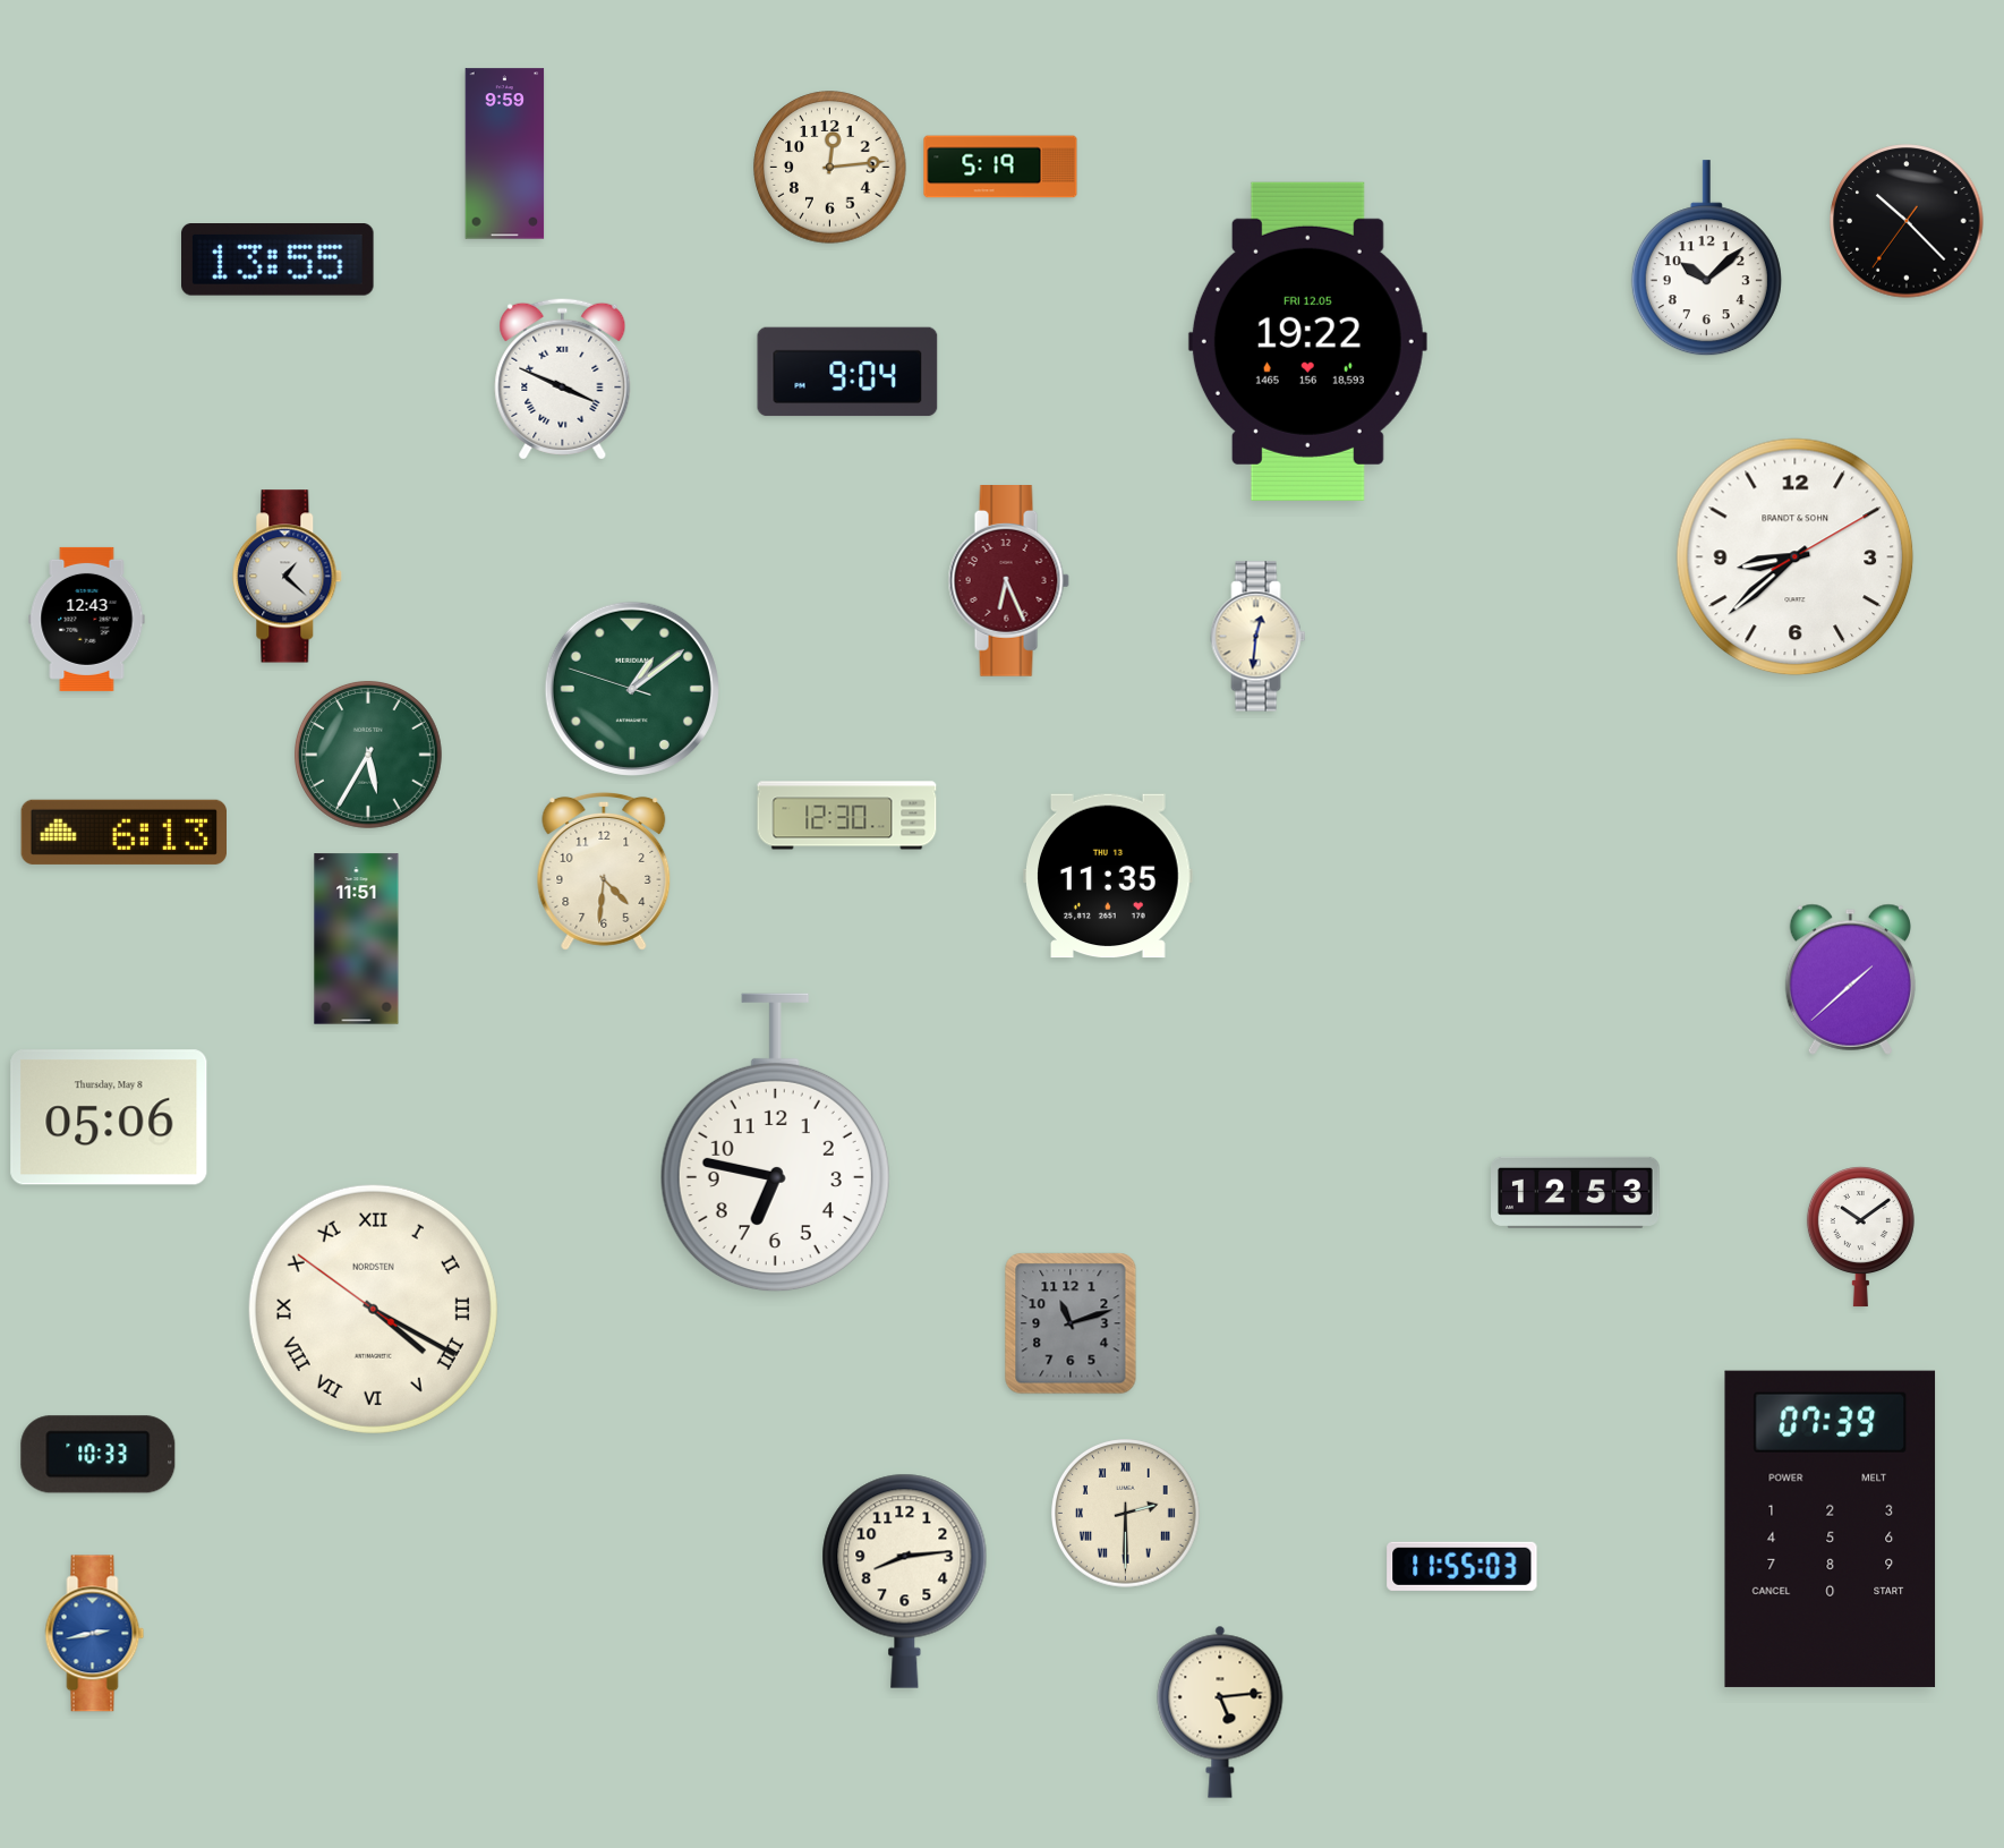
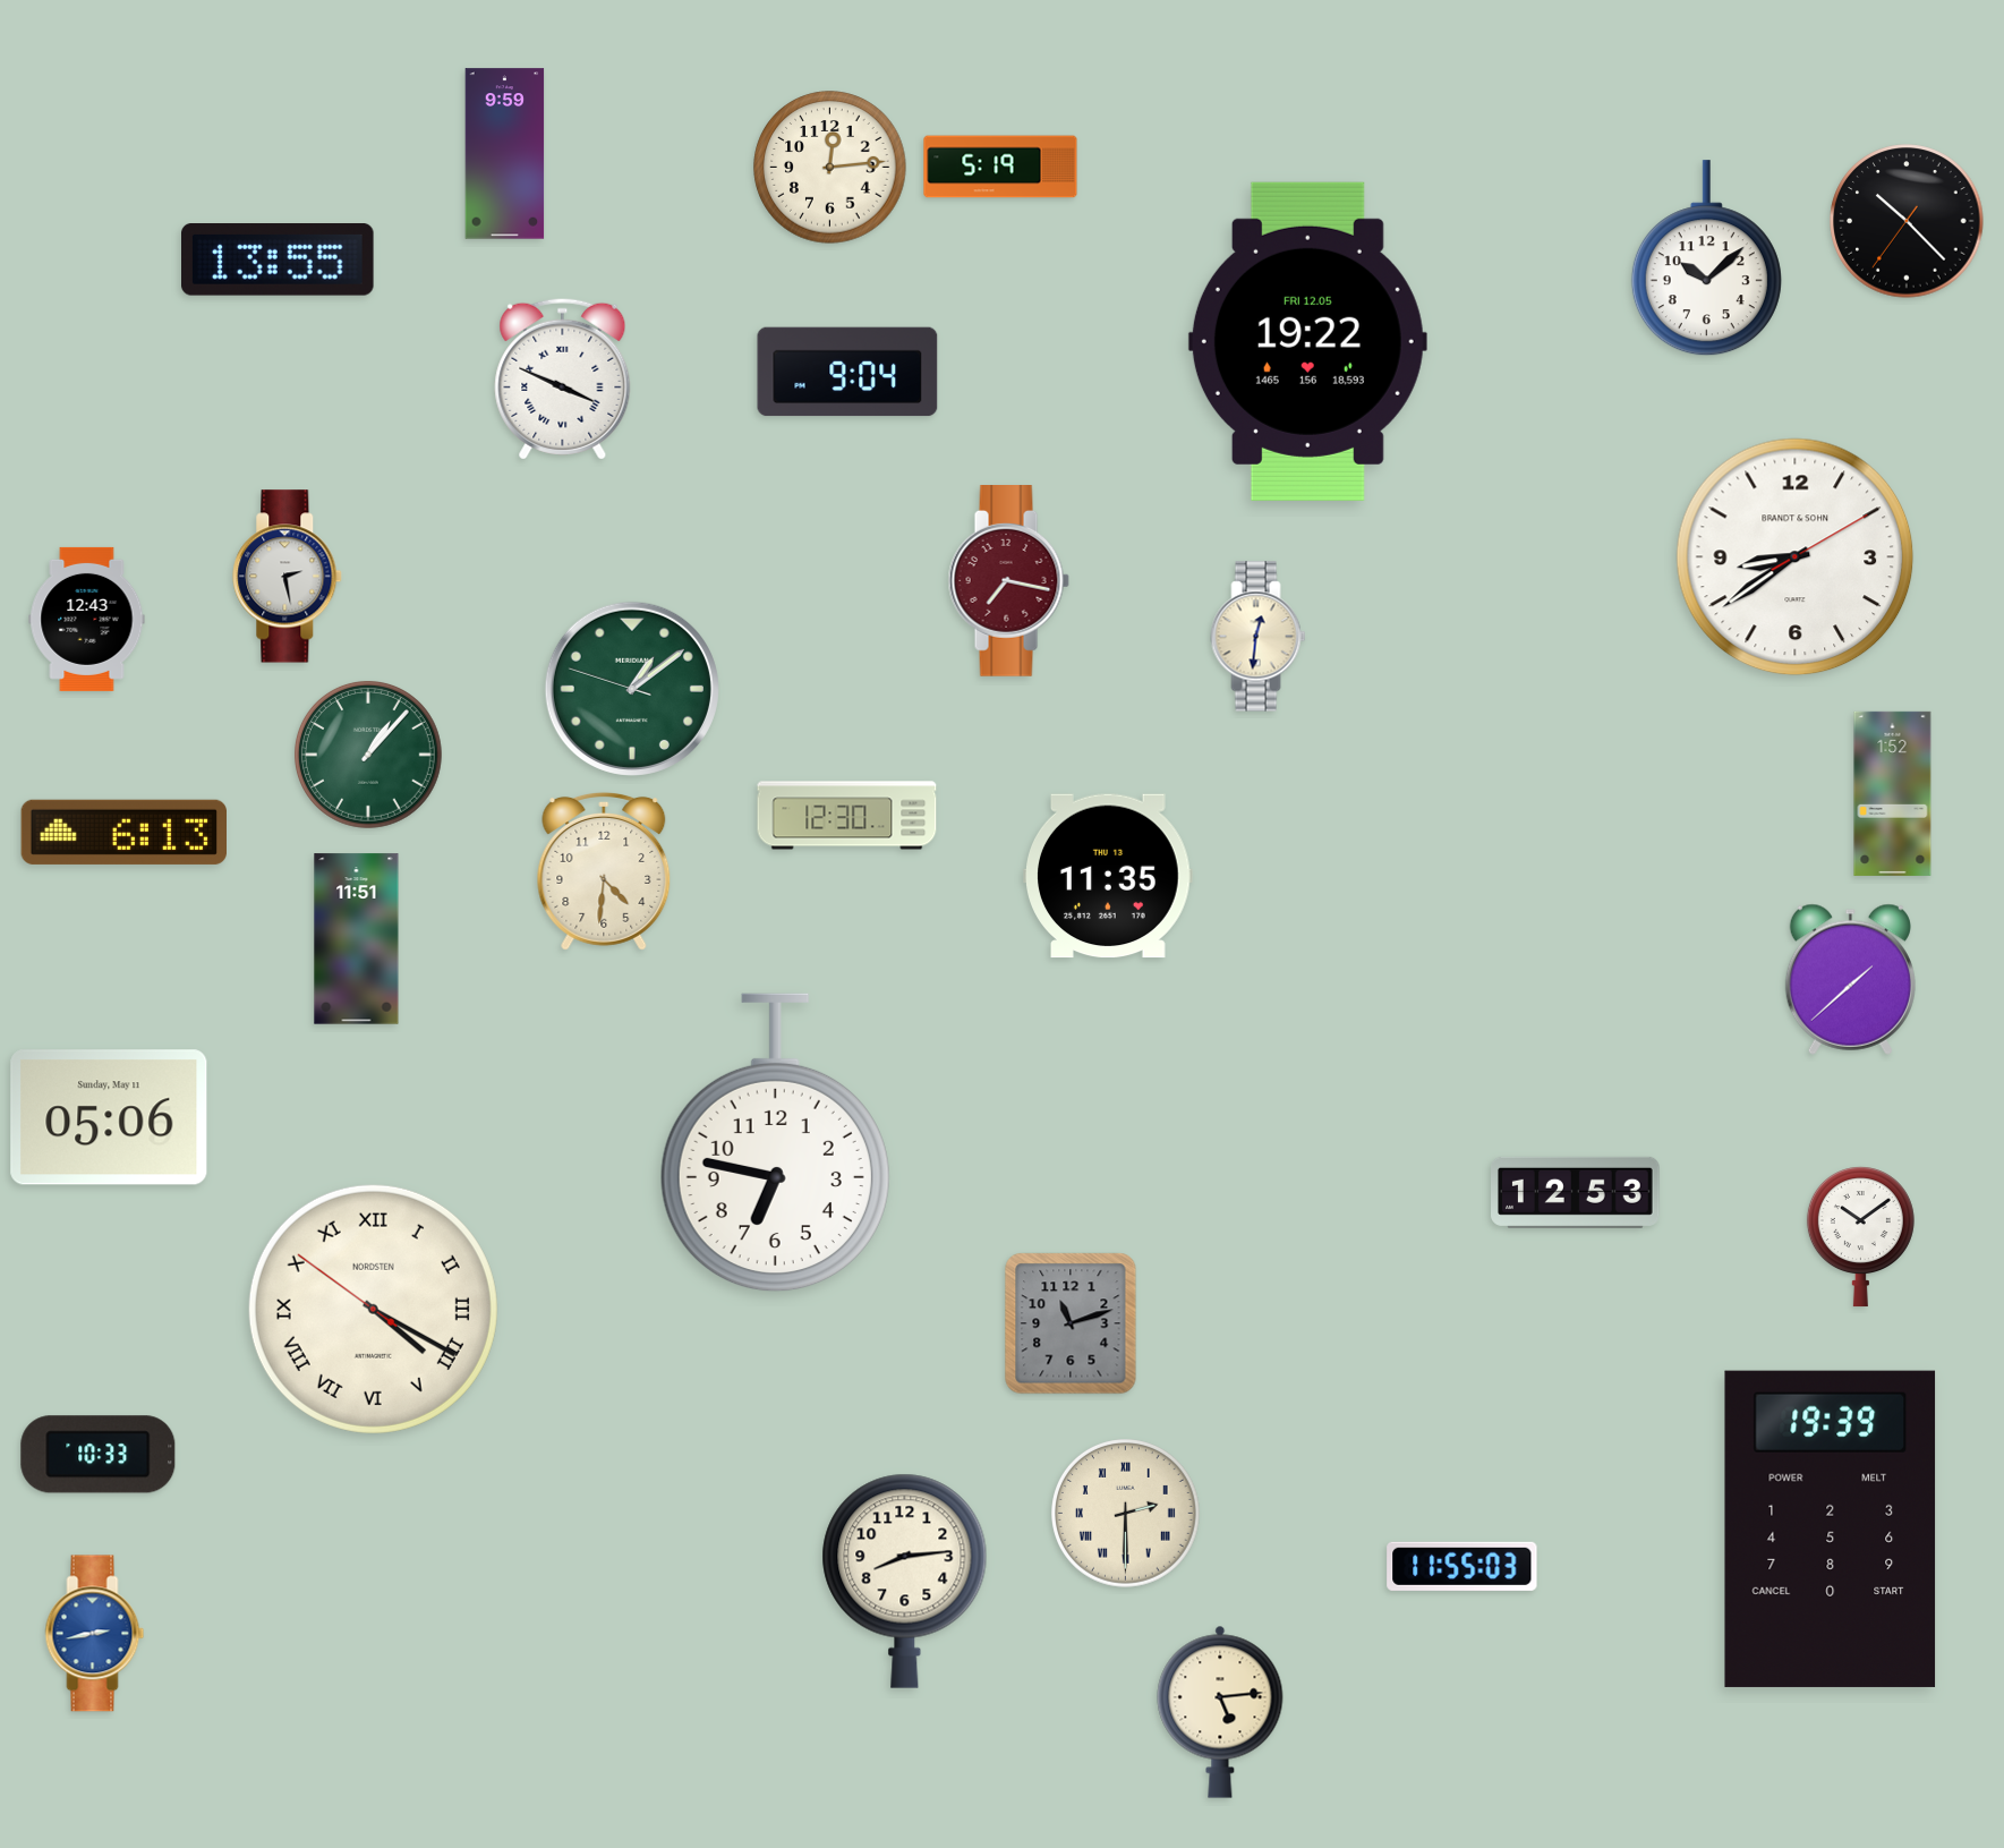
clock at (1796, 557): 8:38 -> 8:39
clock at (288, 577): 1:22 -> 2:28
clock at (1008, 581): 6:26 -> 7:17
clock at (368, 755): 5:35 -> 1:07
clock at (1893, 793): none -> 1:52
clock at (109, 1117) date: Thursday, May 8 -> Sunday, May 11
clock at (1831, 1528): 07:39 -> 19:39
